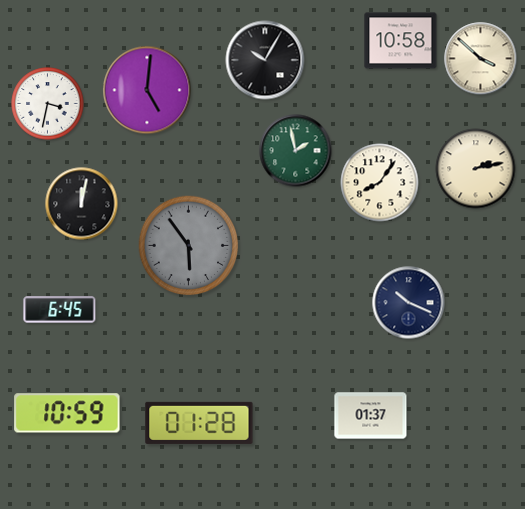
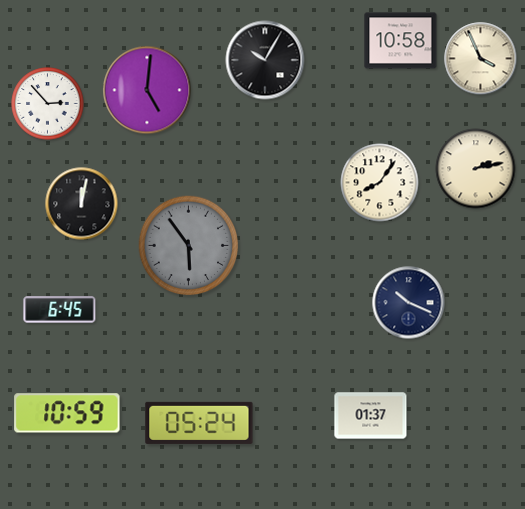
clock at (481, 59): 3:52 -> 3:56
clock at (48, 104): 3:32 -> 2:53
clock at (296, 151): 1:58 -> none
clock at (199, 423): 01:28 -> 05:24
